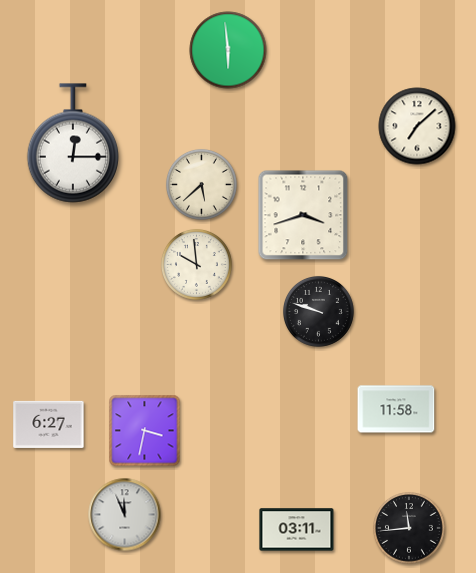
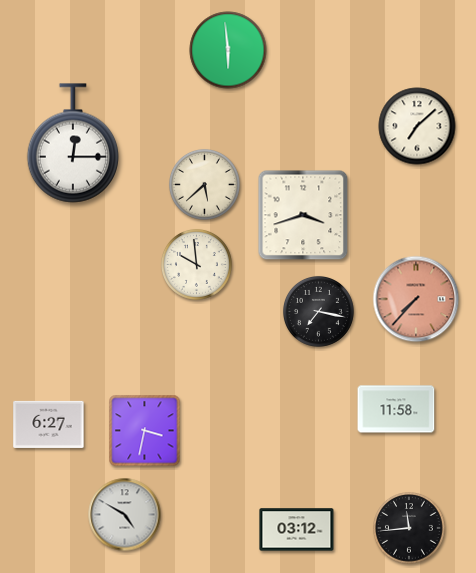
clock at (202, 185) position: (202, 185) -> (205, 185)
clock at (416, 299): none -> 7:37
clock at (319, 312): 9:48 -> 7:17
clock at (125, 515): 11:56 -> 4:50
clock at (297, 530): 03:11 -> 03:12
